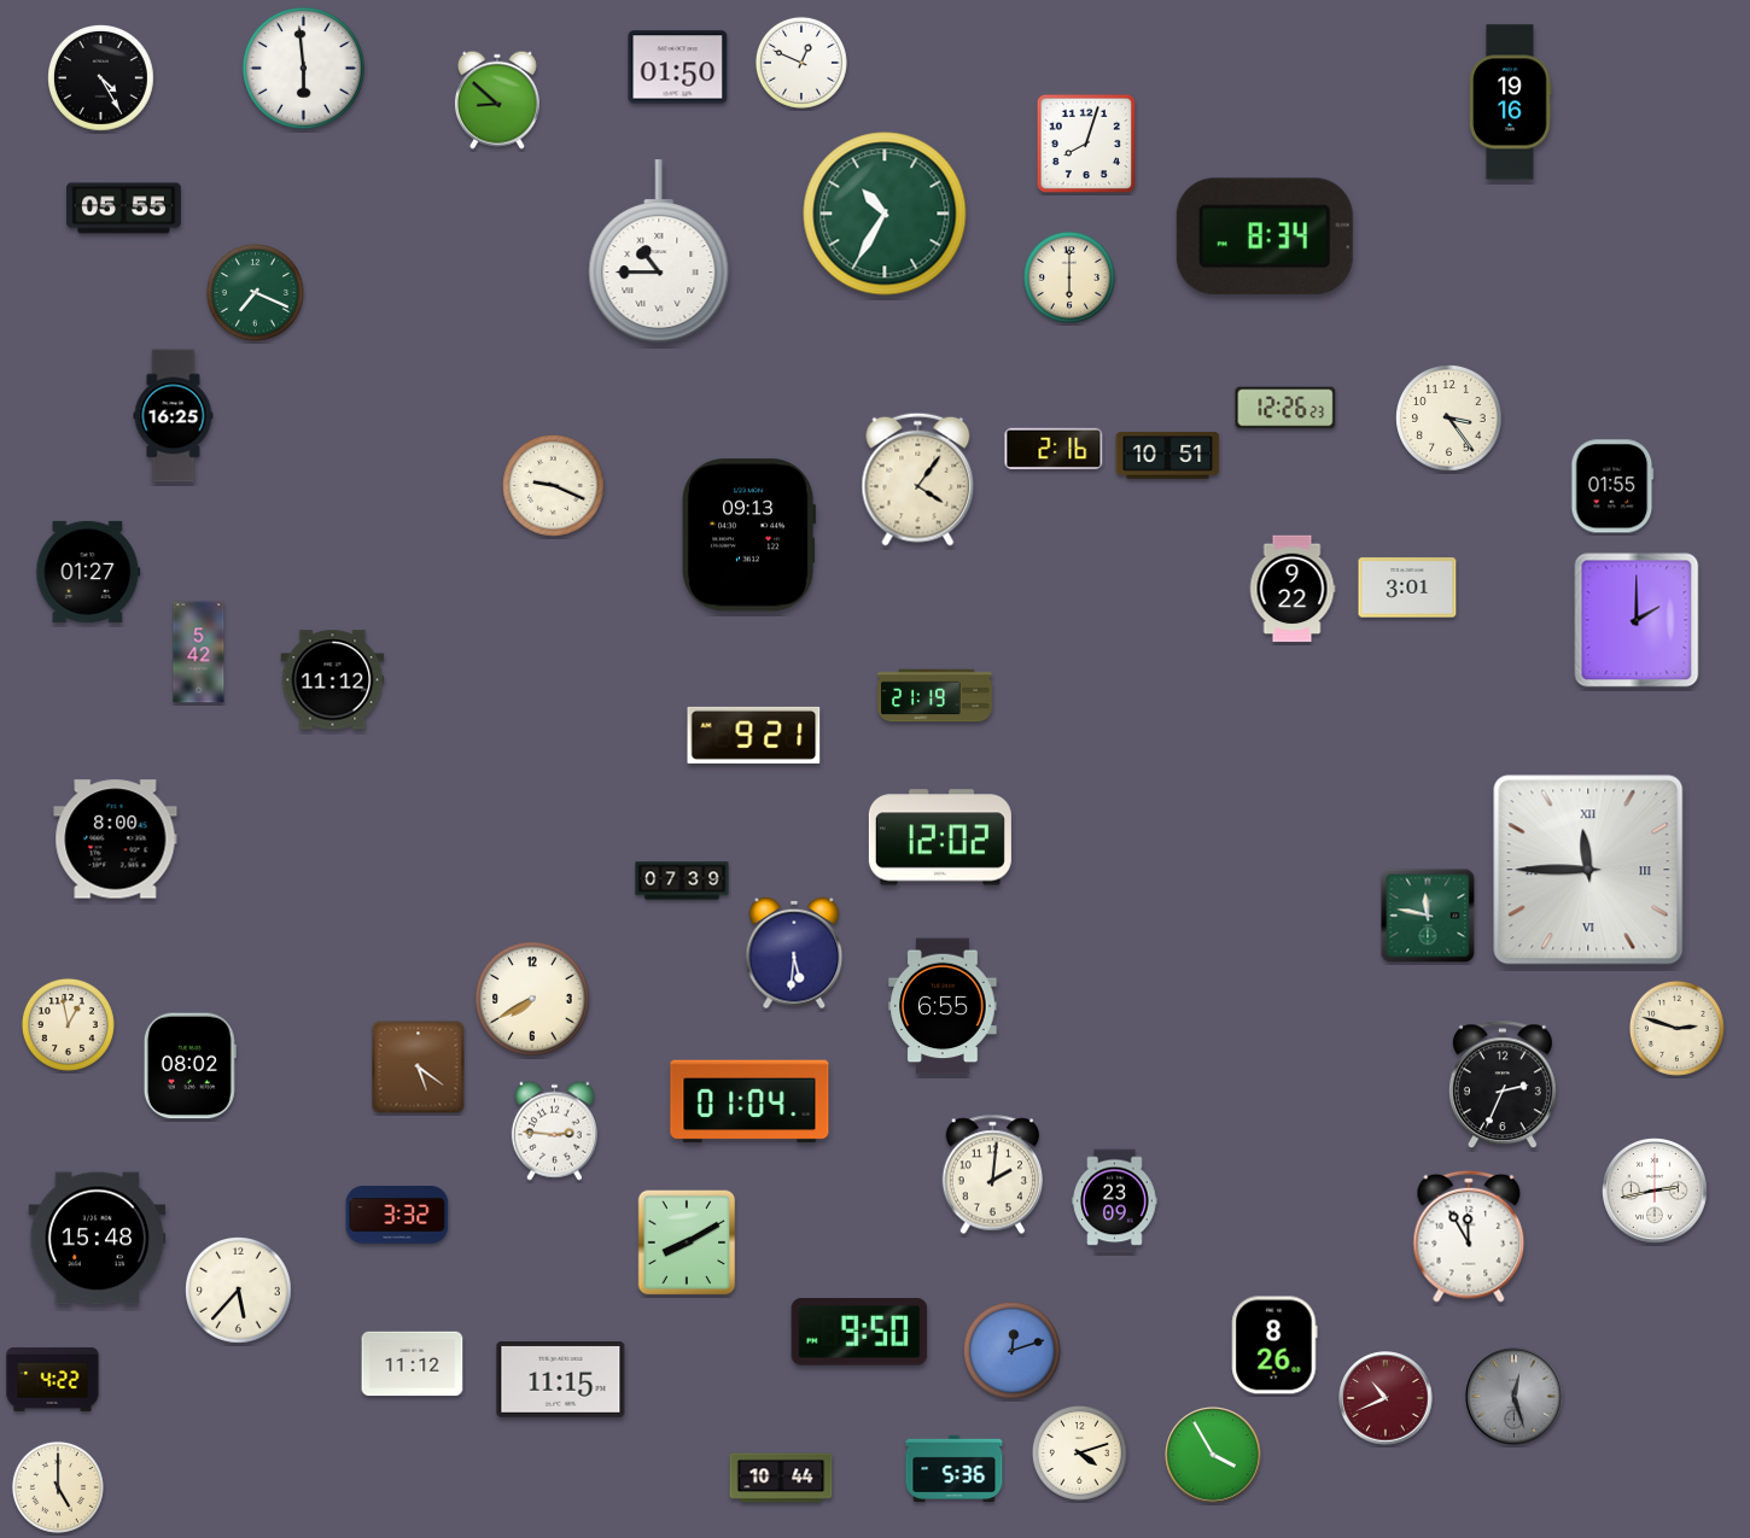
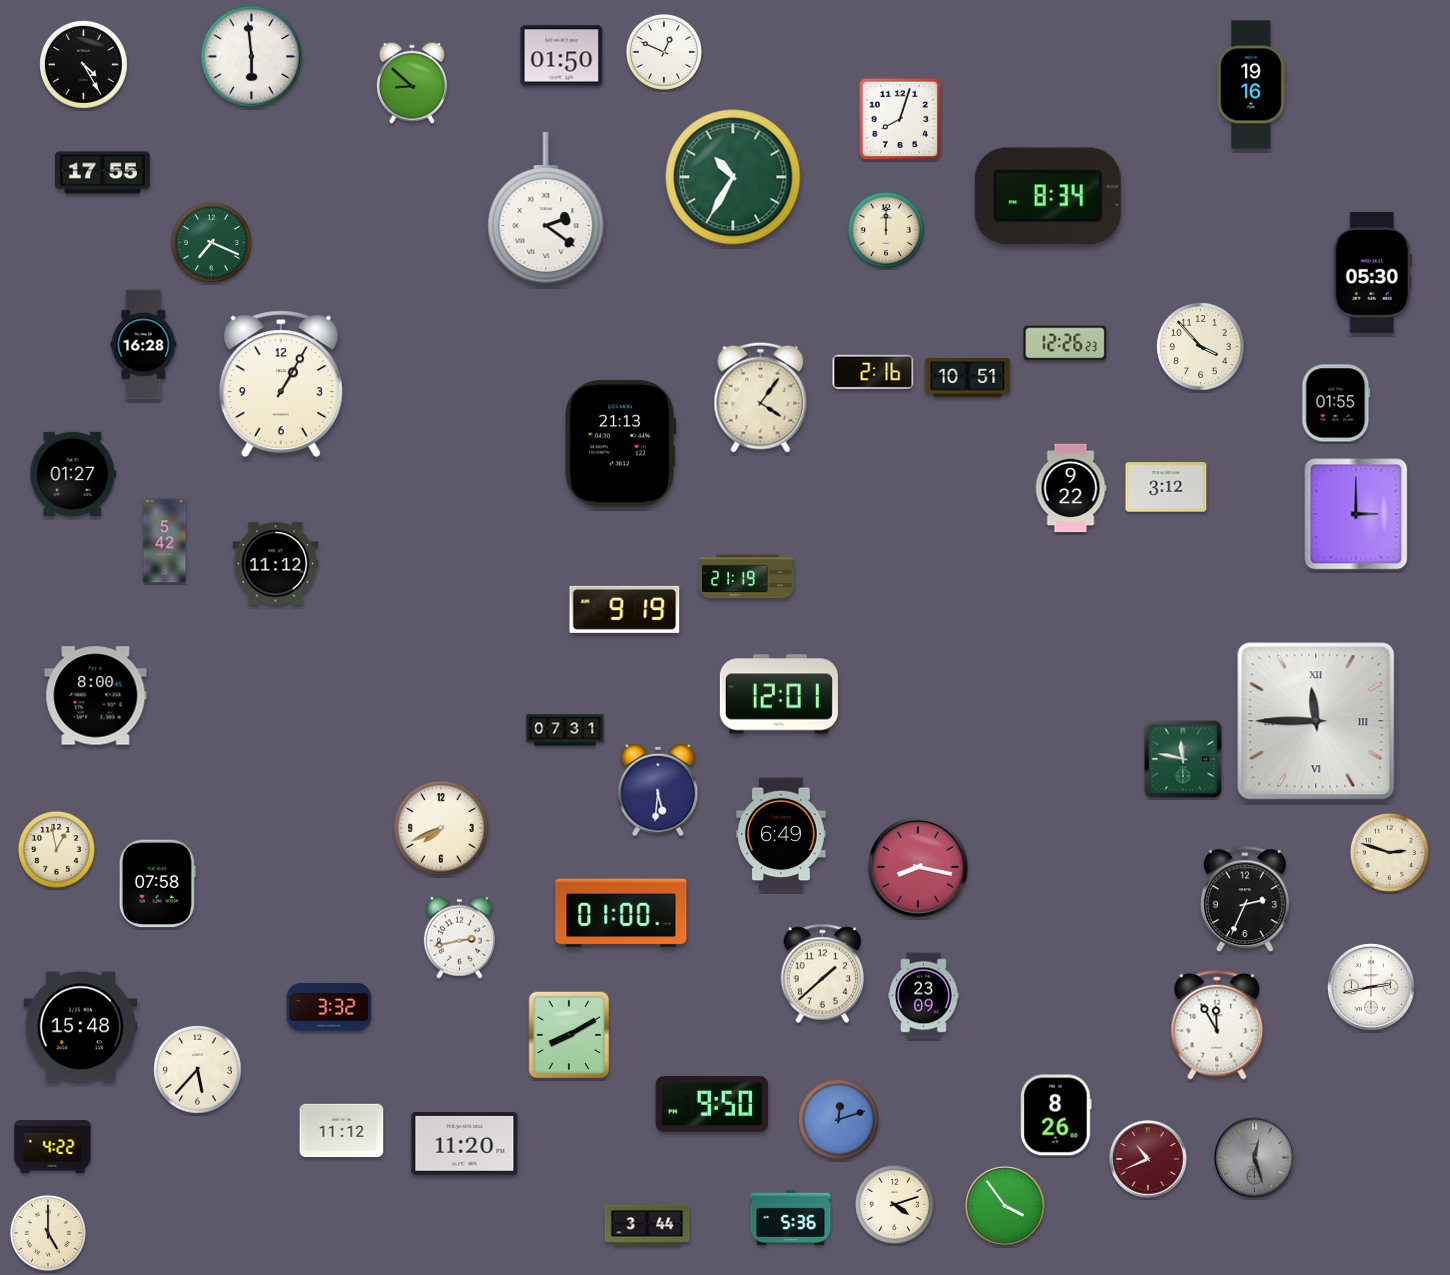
clock at (124, 209): 05:55 -> 17:55
clock at (659, 252): 10:45 -> 2:21
clock at (1069, 277): 6:00 -> 12:00
clock at (1372, 272): none -> 05:30
clock at (1285, 408) position: (1285, 408) -> (1065, 343)
clock at (174, 416): 16:25 -> 16:28
clock at (1449, 419): 3:24 -> 3:53
clock at (281, 384): none -> 1:05
clock at (553, 485): 9:19 -> none
clock at (749, 536): 09:13 -> 21:13
clock at (1407, 587): 3:01 -> 3:12
clock at (1637, 620): 2:00 -> 3:00
clock at (935, 696) position: (935, 696) -> (747, 577)
clock at (754, 735): 9:21 -> 9:19
clock at (940, 837): 12:02 -> 12:01
clock at (682, 881): 07:39 -> 07:31
clock at (532, 999): 7:40 -> 7:41
clock at (943, 1006): 6:55 -> 6:49
clock at (918, 867): none -> 8:17
clock at (189, 1066): 08:02 -> 07:58
clock at (419, 1068): 5:21 -> none
clock at (749, 1101): 01:04 -> 01:00
clock at (554, 1130): 2:46 -> 2:43
clock at (993, 1175): 2:01 -> 1:38
clock at (687, 1242) position: (687, 1242) -> (569, 1035)
clock at (53, 1379) position: (53, 1379) -> (53, 1146)
clock at (561, 1379): 11:15 -> 11:20
clock at (1213, 1455): 3:55 -> 3:54
clock at (781, 1478): 10:44 -> 3:44
